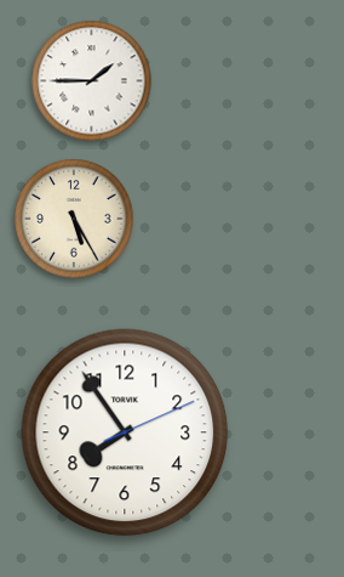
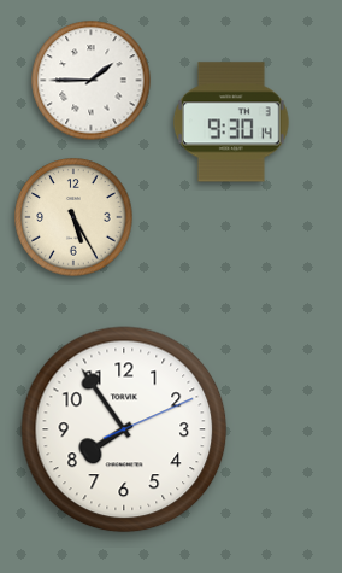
clock at (231, 122): none -> 9:30
